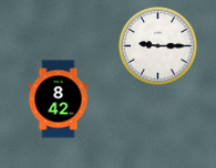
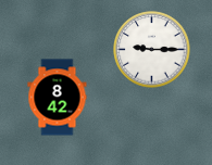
clock at (158, 46) position: (158, 46) -> (152, 50)
